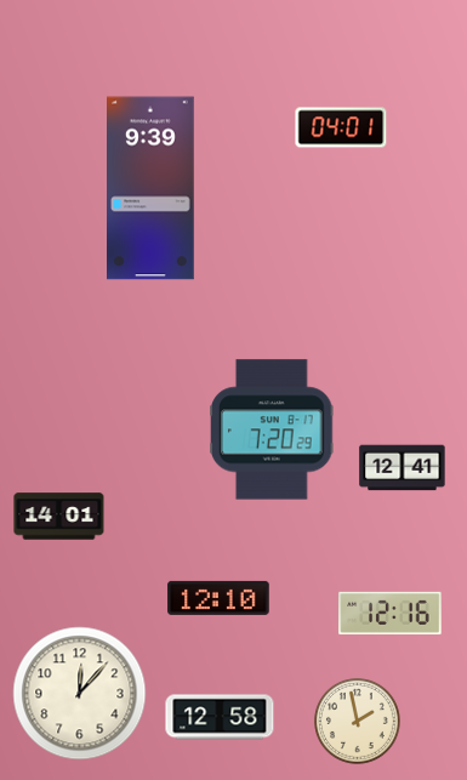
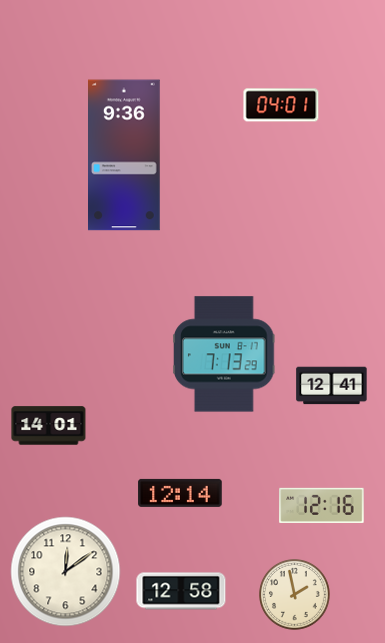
clock at (152, 188): 9:39 -> 9:36
clock at (273, 429): 7:20 -> 7:13
clock at (218, 598): 12:10 -> 12:14
clock at (80, 694): 12:07 -> 12:09
